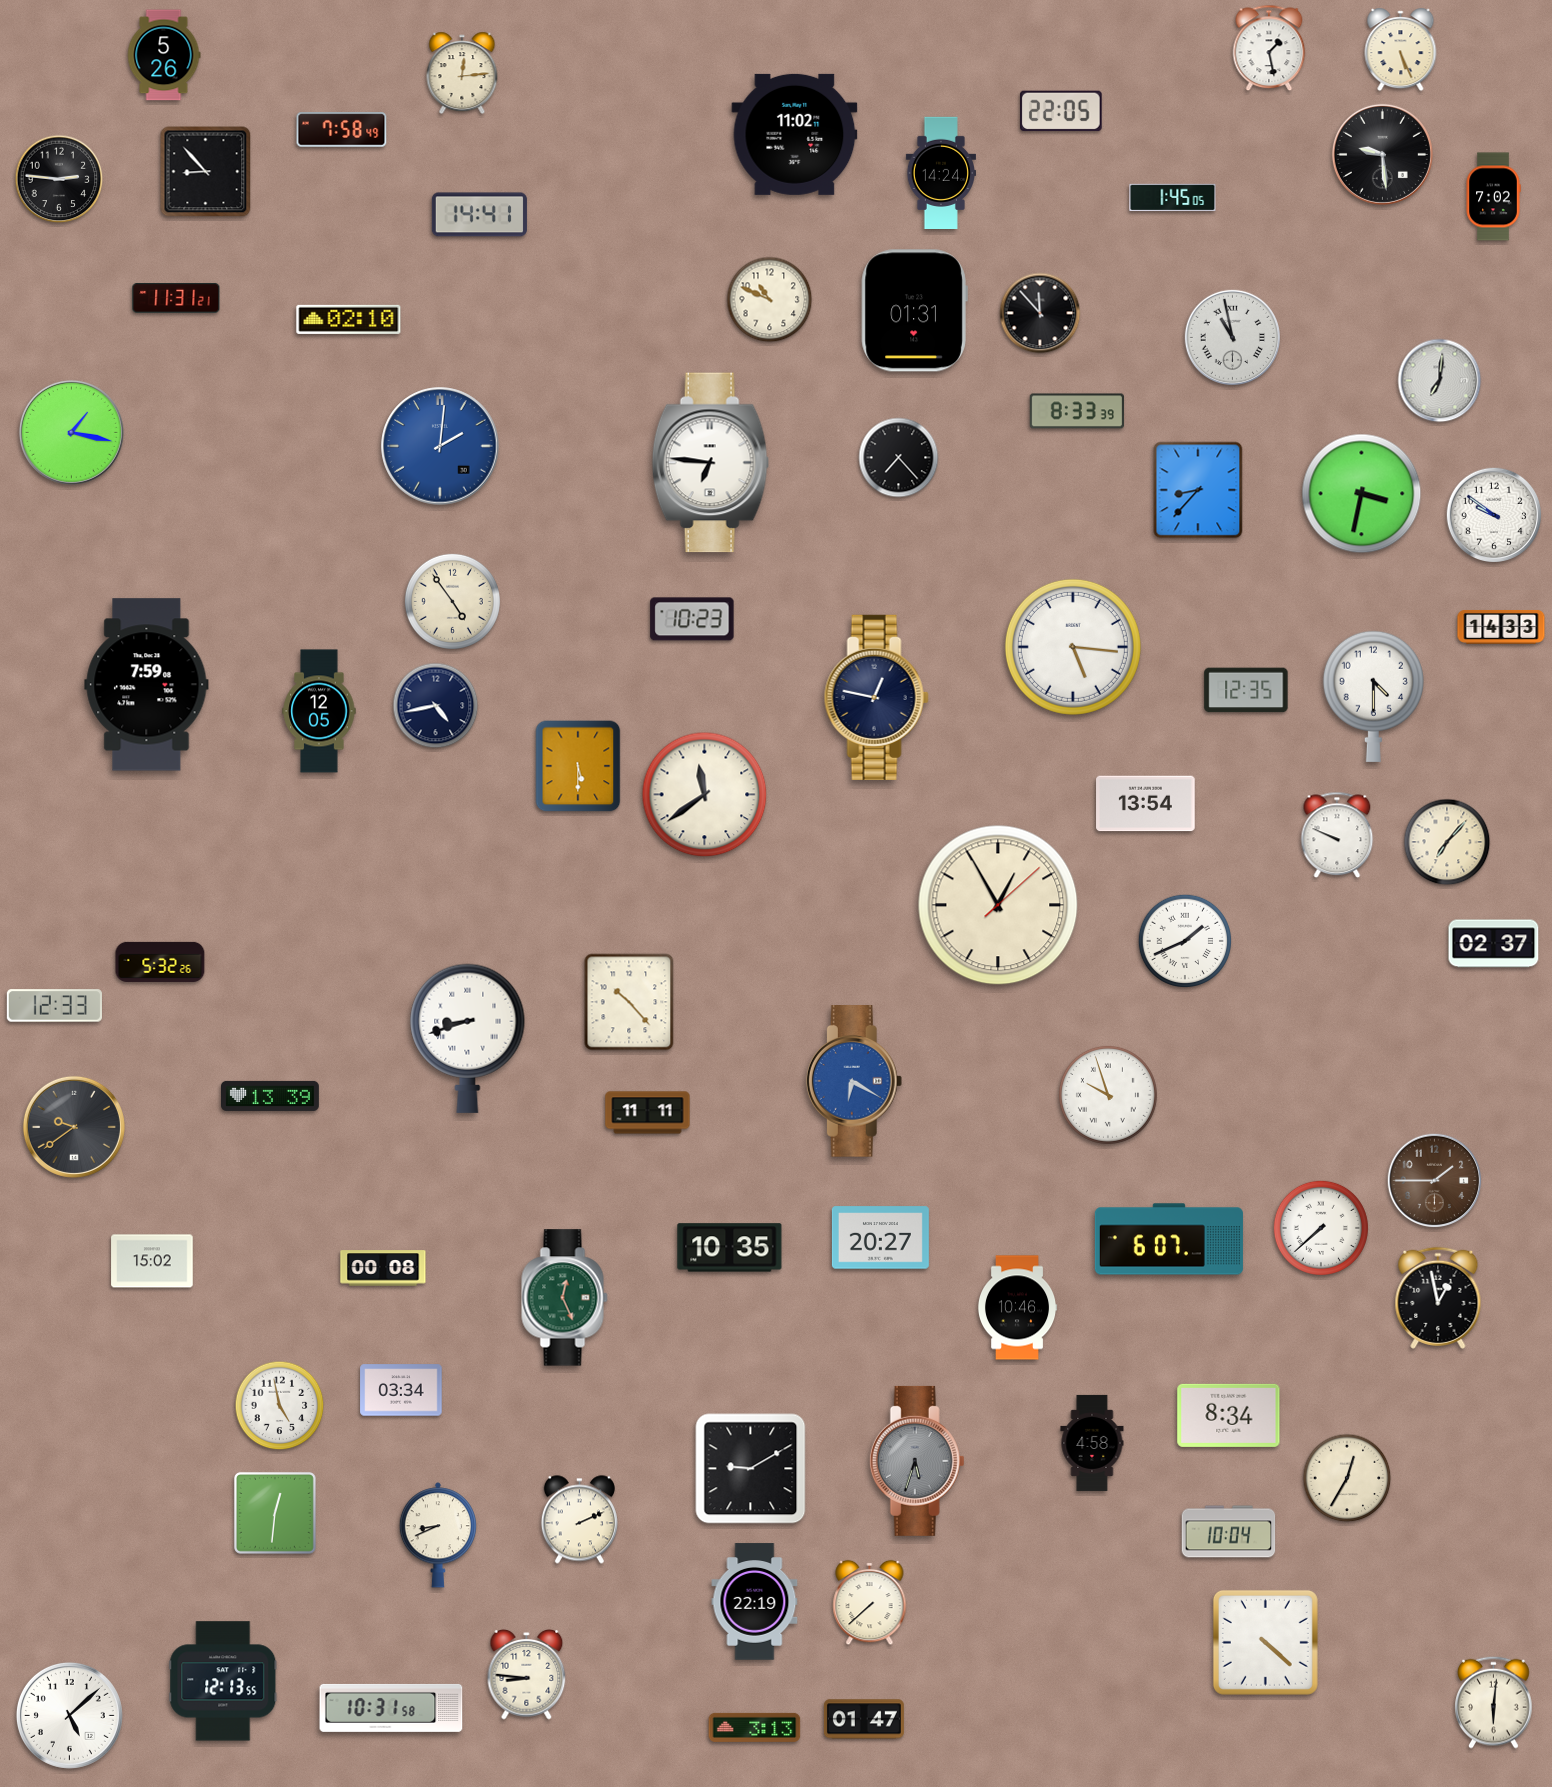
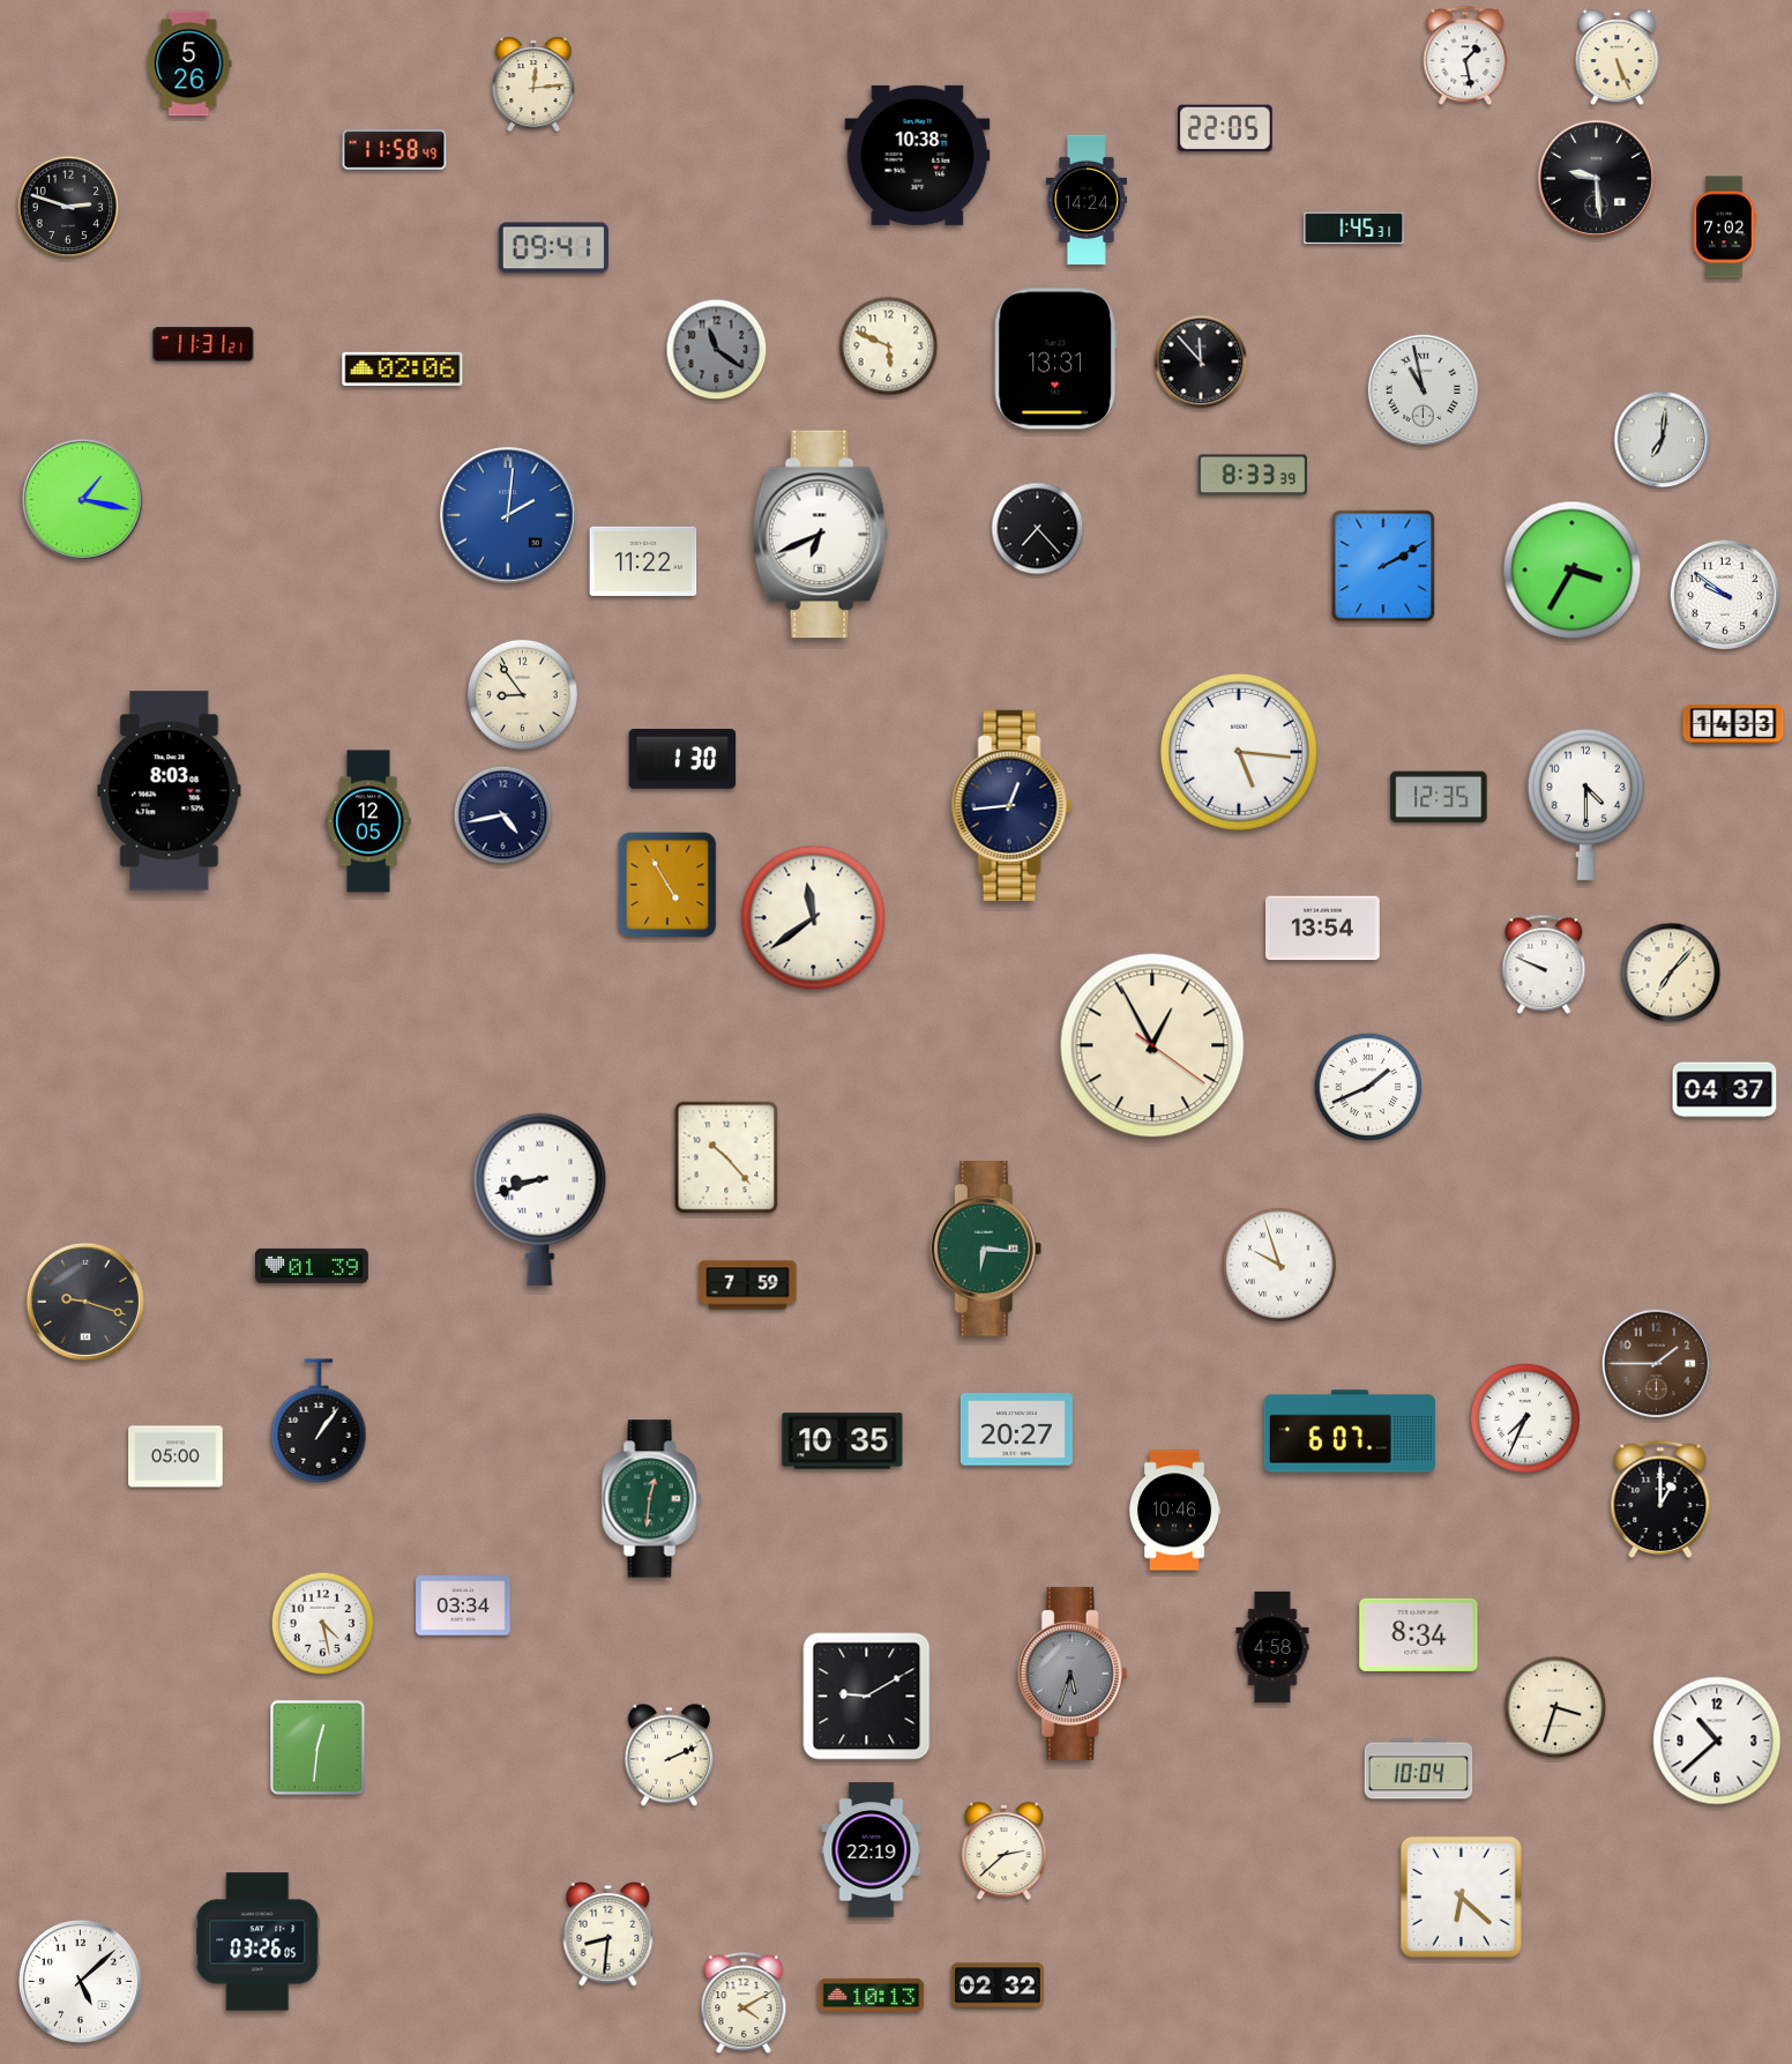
clock at (342, 130): 7:58 -> 11:58
clock at (795, 134): 11:02 -> 10:38
clock at (206, 172): 8:53 -> none
clock at (59, 179): 2:46 -> 2:48
clock at (1173, 198): 1:45:05 -> 1:45:31
clock at (479, 215): 14:41 -> 09:41
clock at (770, 300): 10:49 -> 5:49
clock at (717, 350): none -> 11:21
clock at (914, 311): 01:31 -> 13:31
clock at (349, 319): 02:10 -> 02:06
clock at (1076, 411) position: (1076, 411) -> (1252, 475)
clock at (711, 463): 6:46 -> 6:41
clock at (643, 561): none -> 11:22
clock at (1198, 490): 8:37 -> 2:10
clock at (1362, 494): 3:32 -> 3:35
clock at (452, 601): 4:54 -> 8:54
clock at (692, 619): 10:23 -> none
clock at (1073, 647) position: (1073, 647) -> (1239, 752)
clock at (682, 759): none -> 1:30
clock at (147, 685): 7:59 -> 8:03
clock at (876, 697): 12:47 -> 12:44
clock at (578, 766): 5:30 -> 4:55
clock at (998, 905): 12:55:08 -> 12:55:21
clock at (1494, 944): 02:37 -> 04:37
clock at (160, 962): 5:32 -> none
clock at (54, 1006): 12:33 -> none
clock at (854, 1082): 6:20 -> 6:16
clock at (854, 1082) dial: blue -> green
clock at (271, 1096): 13:39 -> 01:39
clock at (648, 1113): 11:11 -> 7:59
clock at (74, 1127): 9:39 -> 9:18
clock at (1321, 1228): 7:38 -> 7:34
clock at (319, 1421): none -> 1:06
clock at (152, 1261): 15:02 -> 05:00
clock at (383, 1268): 00:08 -> none
clock at (565, 1298): 12:26 -> 12:31
clock at (1438, 1298): 12:58 -> 1:00
clock at (280, 1406): 4:58 -> 4:28
clock at (1092, 1443) position: (1092, 1443) -> (1272, 1647)
clock at (917, 1461) position: (917, 1461) -> (1073, 1674)
clock at (1347, 1478): 12:35 -> 3:33
clock at (1717, 1741): none -> 10:38
clock at (437, 1535): 8:41 -> none
clock at (870, 1603): 7:38 -> 2:38
clock at (1265, 1642): 4:22 -> 6:22
clock at (527, 1675): 8:46 -> 8:31
clock at (223, 1681): 12:13 -> 03:26
clock at (1494, 1702): 6:01 -> none
clock at (391, 1708): 10:31 -> none
clock at (864, 1719): 01:47 -> 02:32
clock at (755, 1727): 3:13 -> 10:13
clock at (744, 2004): none -> 4:10
